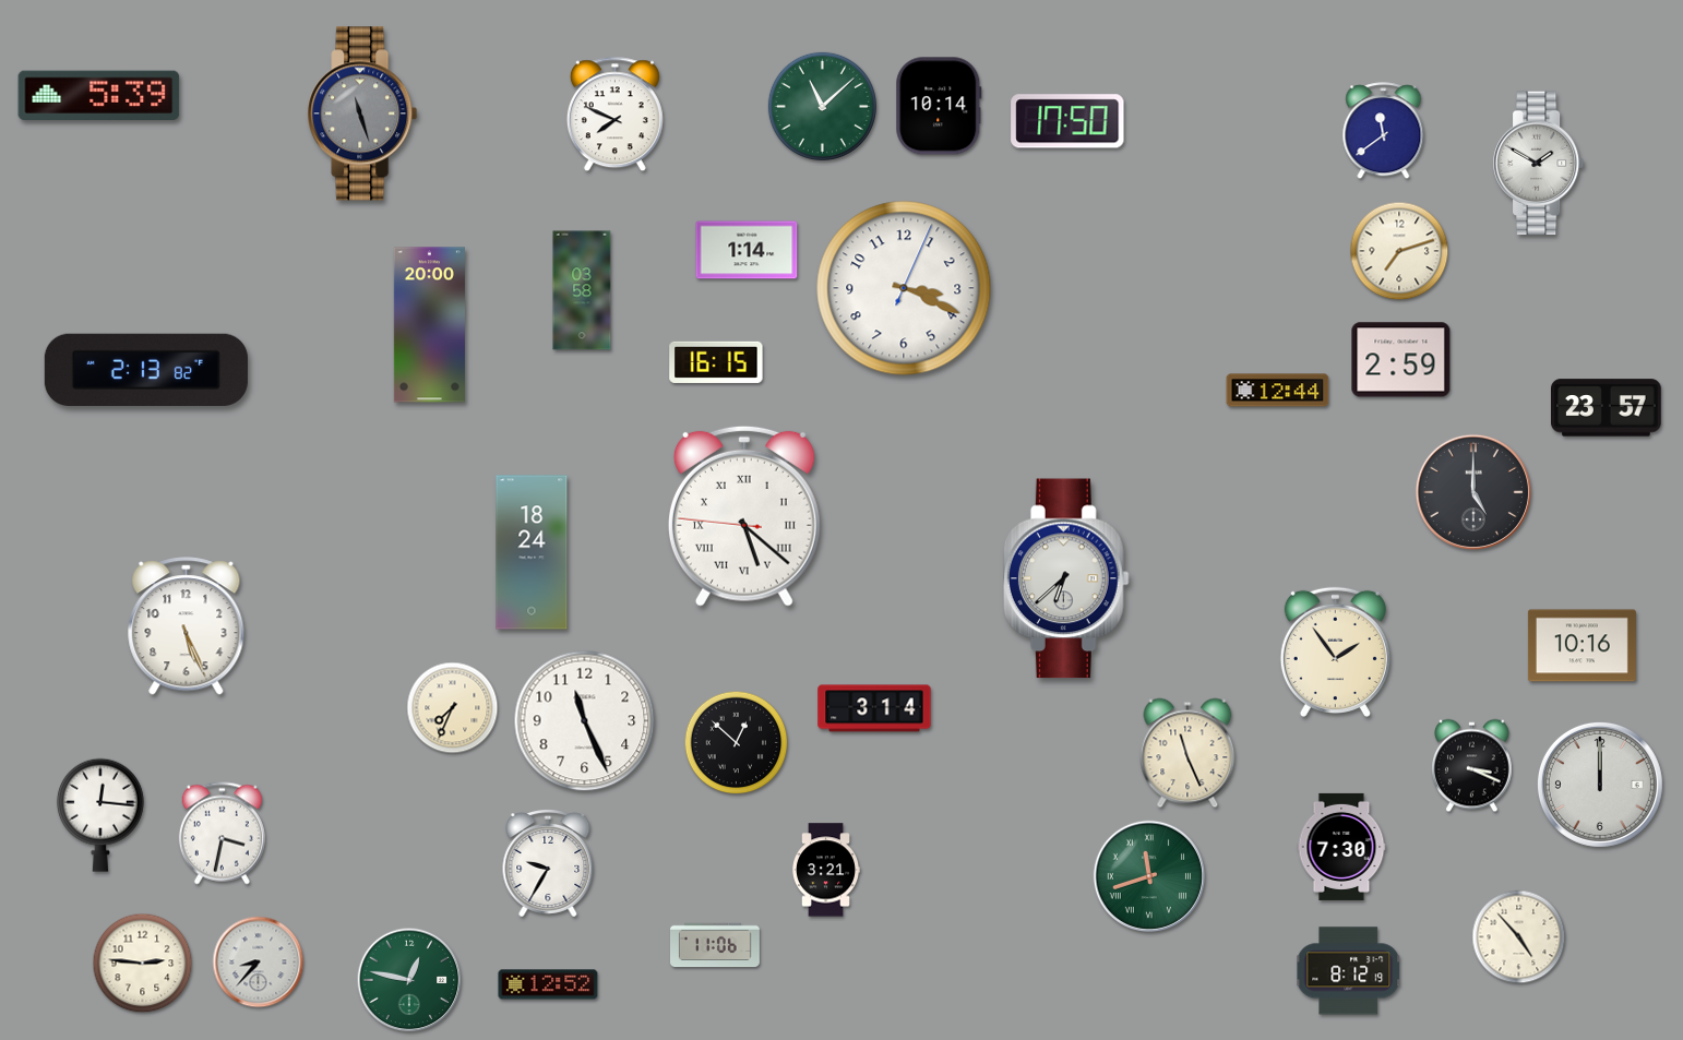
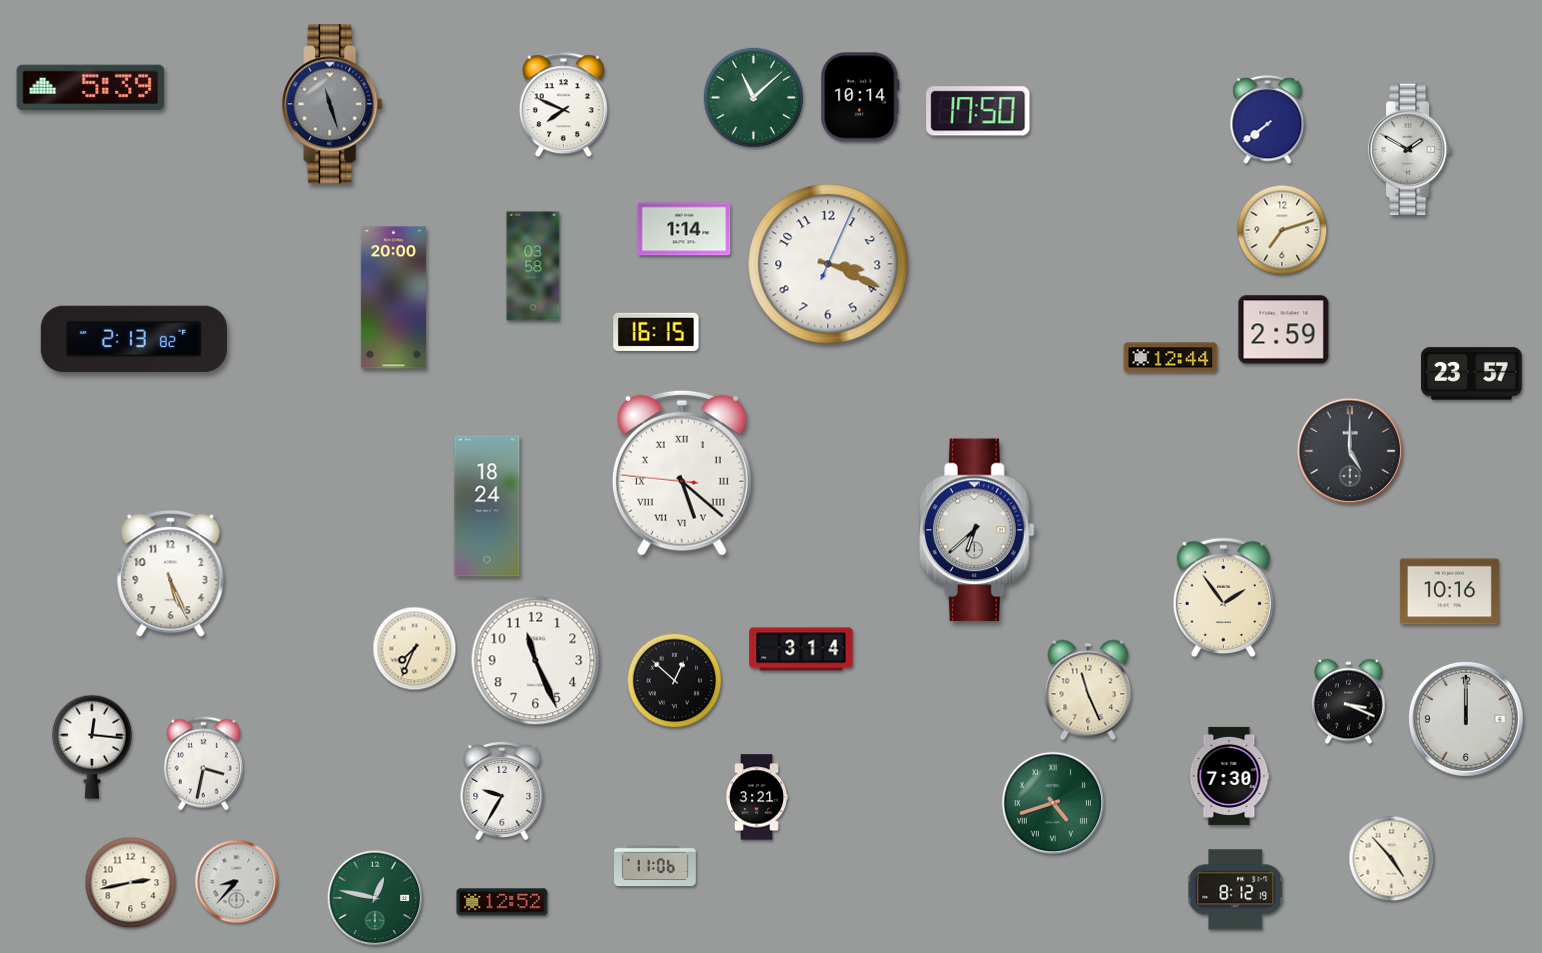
clock at (1384, 131): 11:39 -> 7:39
clock at (1148, 875): 11:42 -> 4:42
clock at (143, 964): 2:46 -> 2:43
